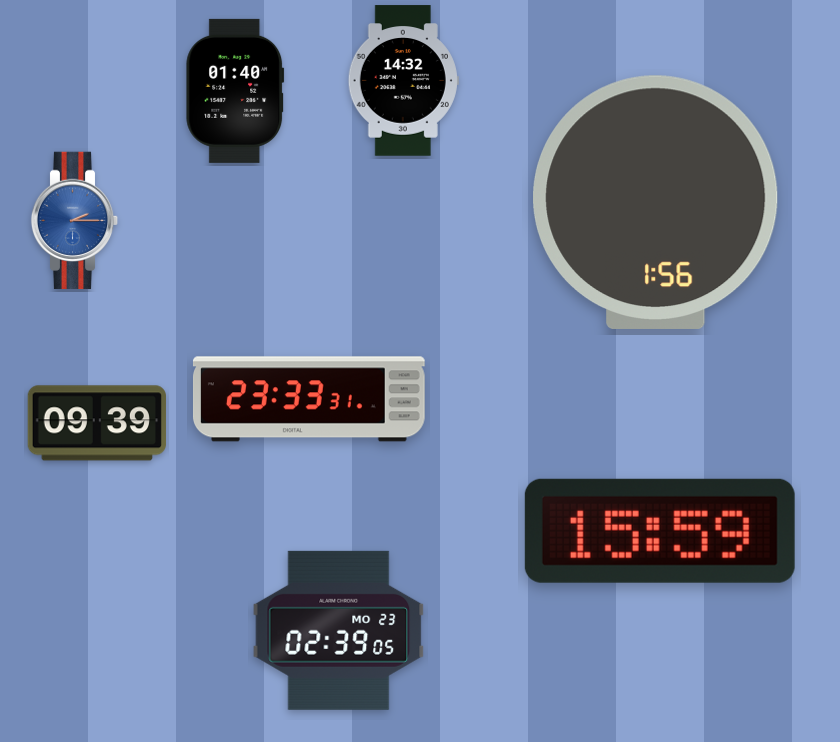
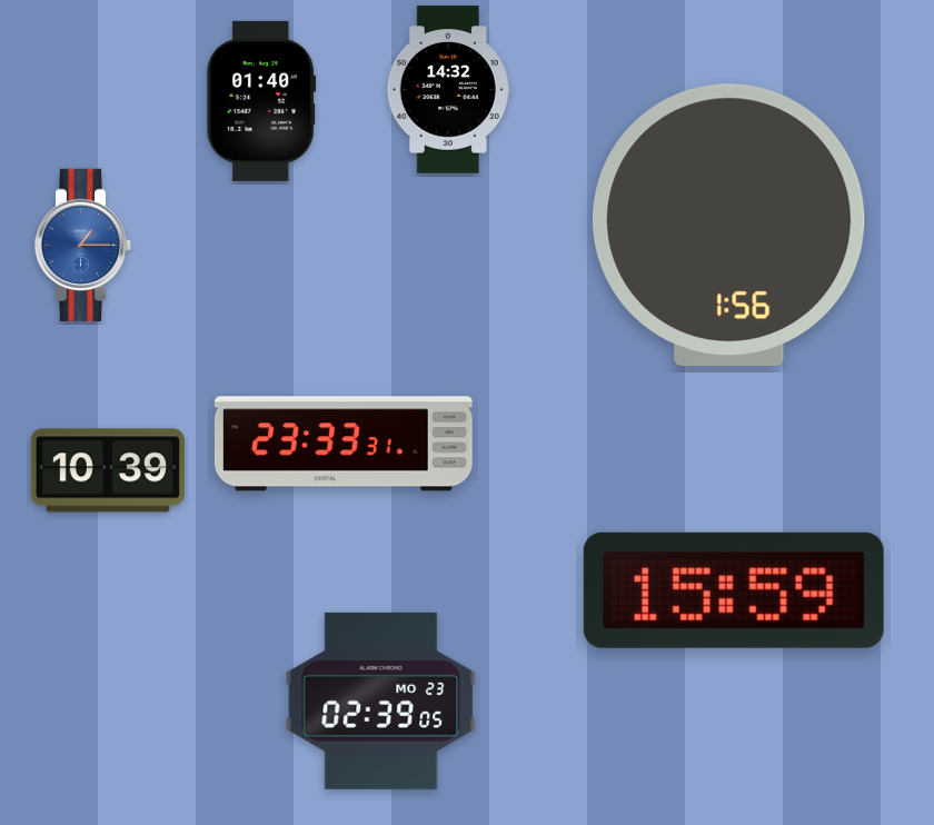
clock at (75, 221): 2:15 -> 1:15
clock at (97, 423): 09:39 -> 10:39
clock at (339, 630) position: (339, 630) -> (381, 700)
